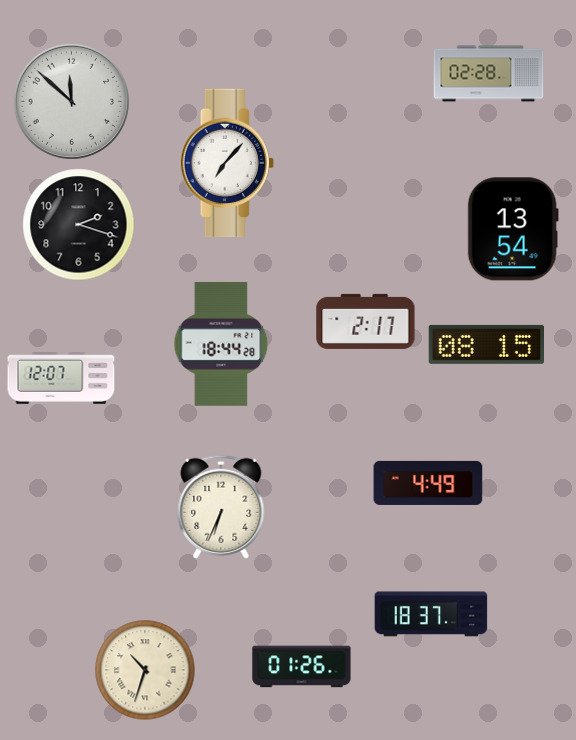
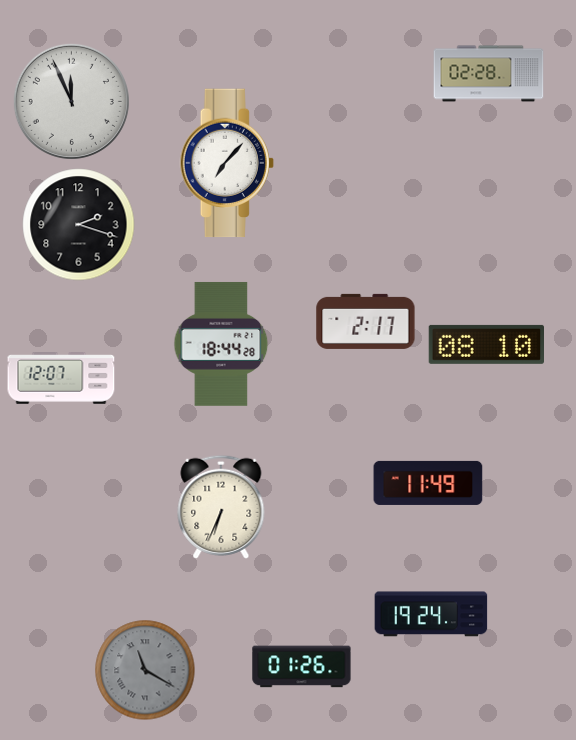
clock at (71, 101): 11:52 -> 11:56
clock at (513, 229): 13:54 -> none
clock at (487, 344): 08:15 -> 08:10
clock at (428, 483): 4:49 -> 11:49
clock at (431, 614): 18:37 -> 19:24
clock at (145, 670): 10:33 -> 11:20
clock at (145, 670) dial: cream -> grey
